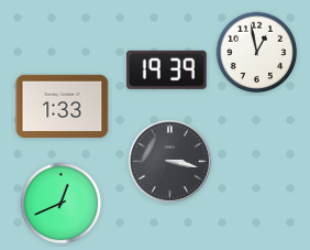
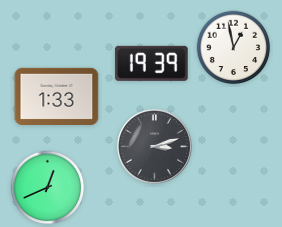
clock at (169, 161): 3:17 -> 3:12
clock at (62, 204) position: (62, 204) -> (48, 188)
